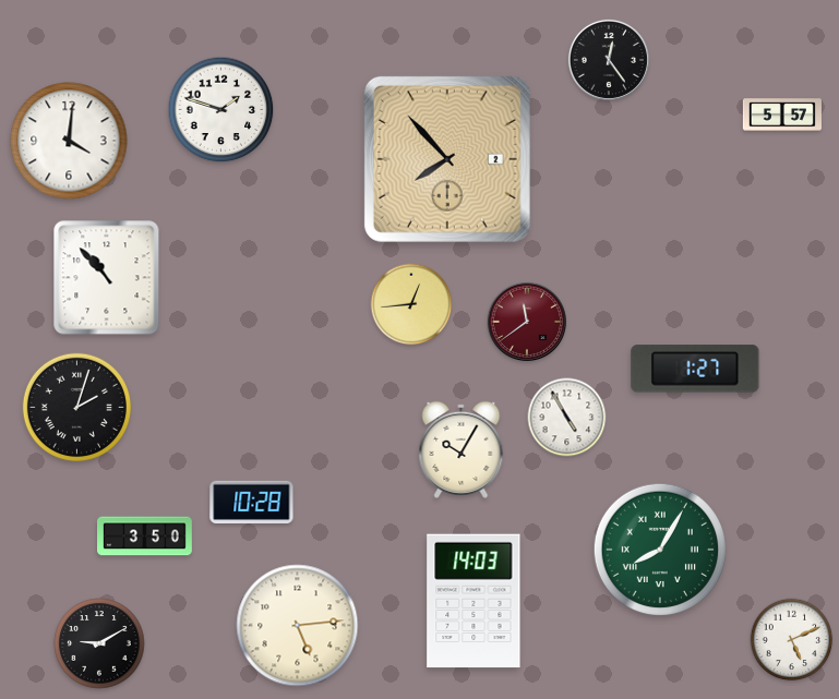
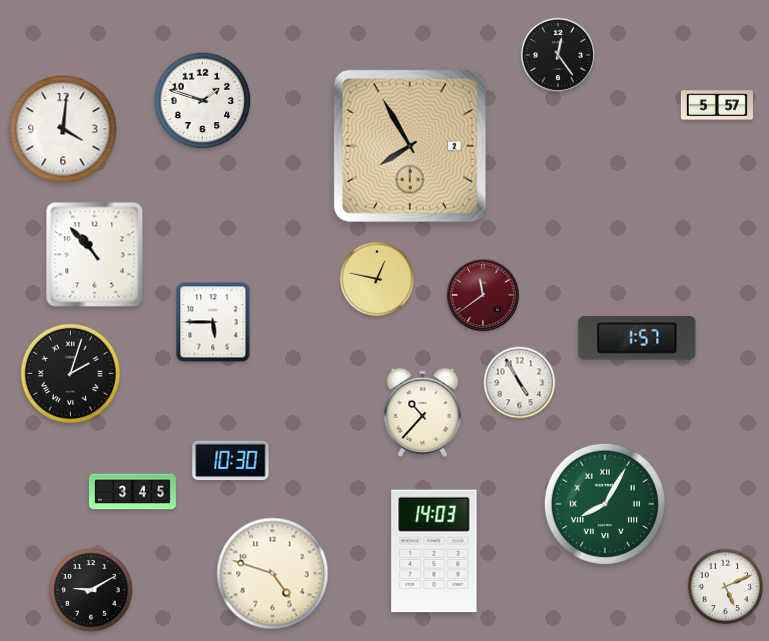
clock at (447, 159): 7:53 -> 7:55
clock at (107, 278) position: (107, 278) -> (95, 255)
clock at (411, 304): 12:44 -> 12:47
clock at (213, 322): none -> 5:45
clock at (695, 369): 1:27 -> 1:57
clock at (462, 449): 10:05 -> 10:37
clock at (252, 502): 10:28 -> 10:30
clock at (145, 537): 3:50 -> 3:45
clock at (298, 626): 5:14 -> 4:48
